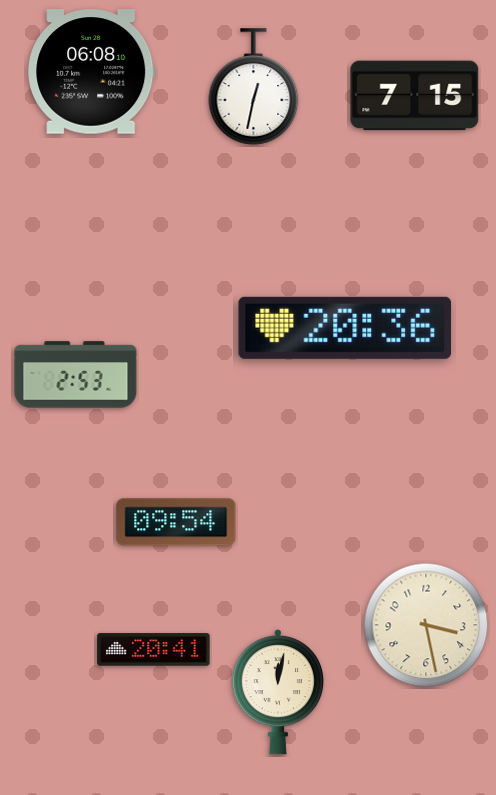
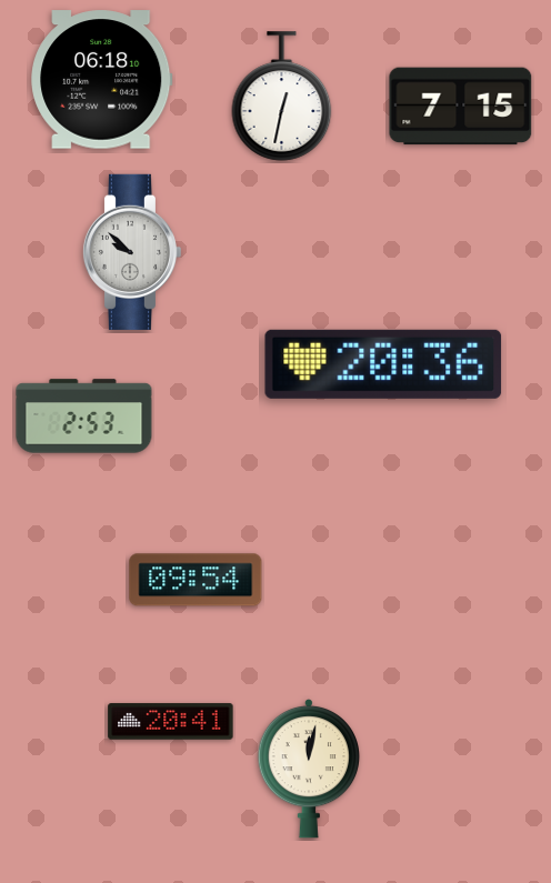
clock at (92, 72): 06:08 -> 06:18
clock at (131, 252): none -> 9:52
clock at (426, 625): 3:28 -> none
